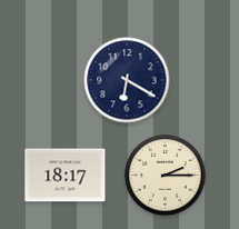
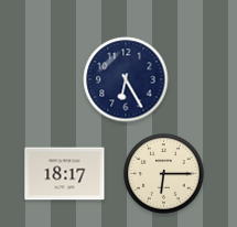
clock at (127, 80): 6:20 -> 6:25
clock at (166, 176): 2:15 -> 6:15
